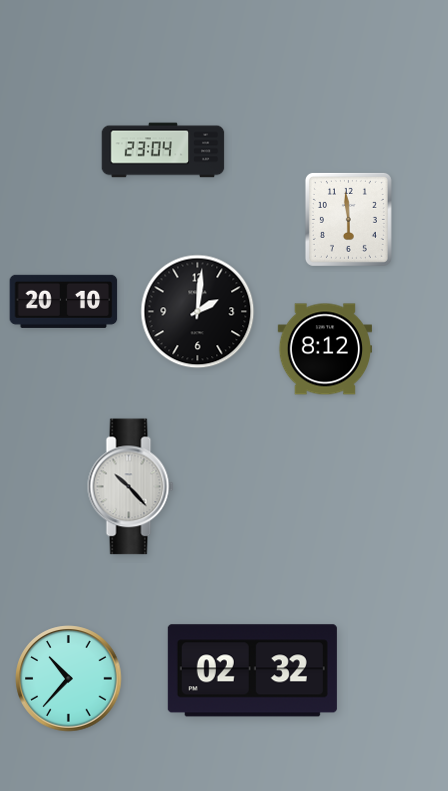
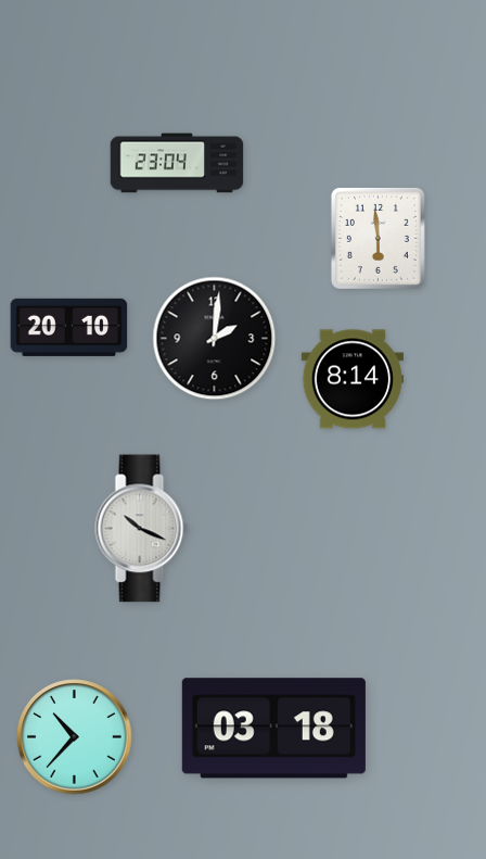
clock at (325, 349): 8:12 -> 8:14
clock at (131, 487): 10:23 -> 10:19
clock at (252, 671): 02:32 -> 03:18
